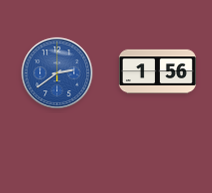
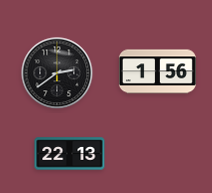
clock at (57, 73) dial: blue -> black
clock at (70, 154): none -> 22:13
